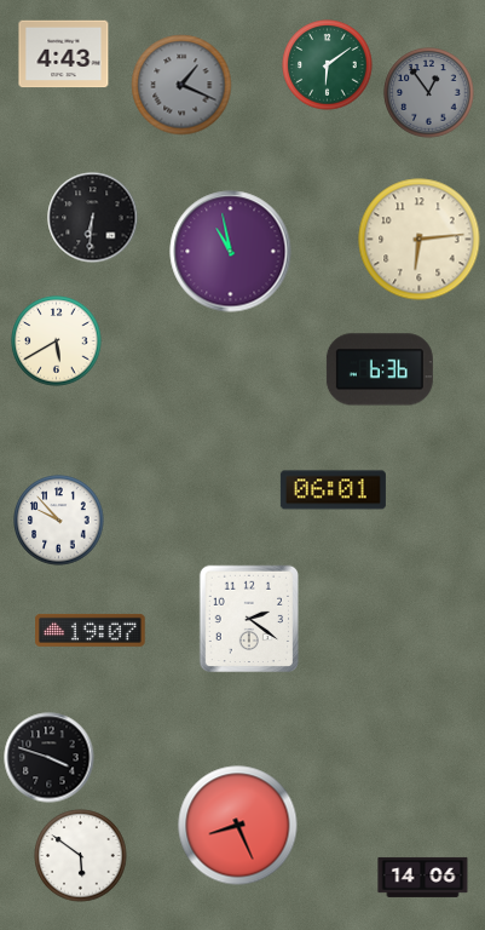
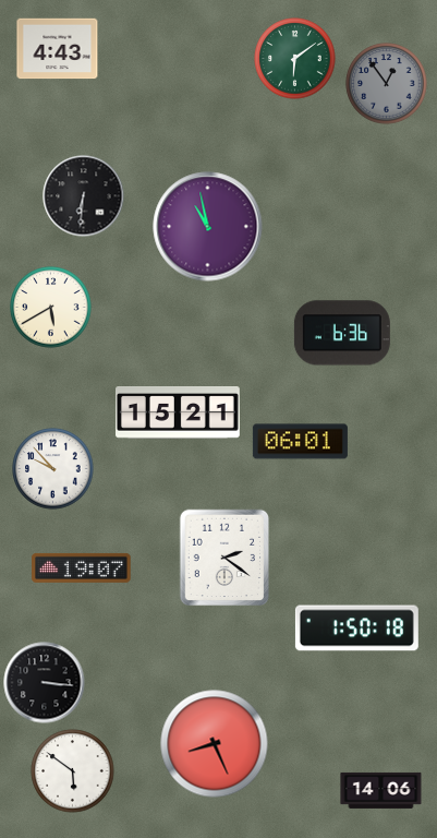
clock at (181, 85): 1:19 -> none
clock at (420, 240): 6:14 -> none
clock at (179, 414): none -> 15:21
clock at (356, 628): none -> 1:50
clock at (50, 758): 3:48 -> 3:16
